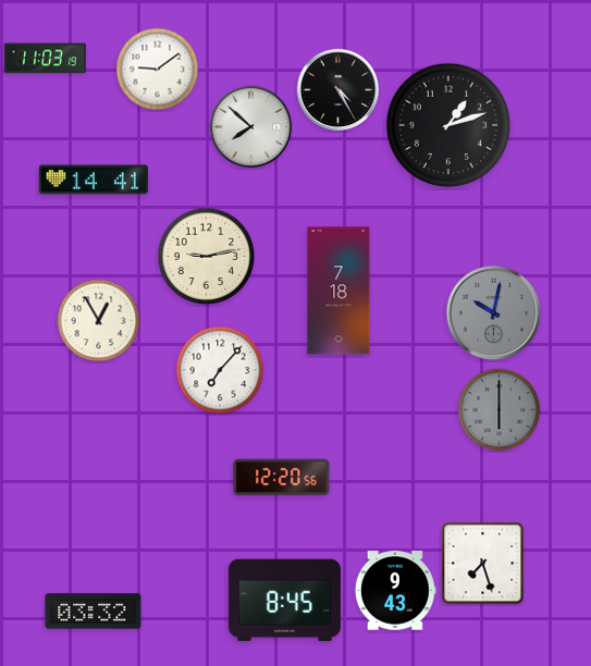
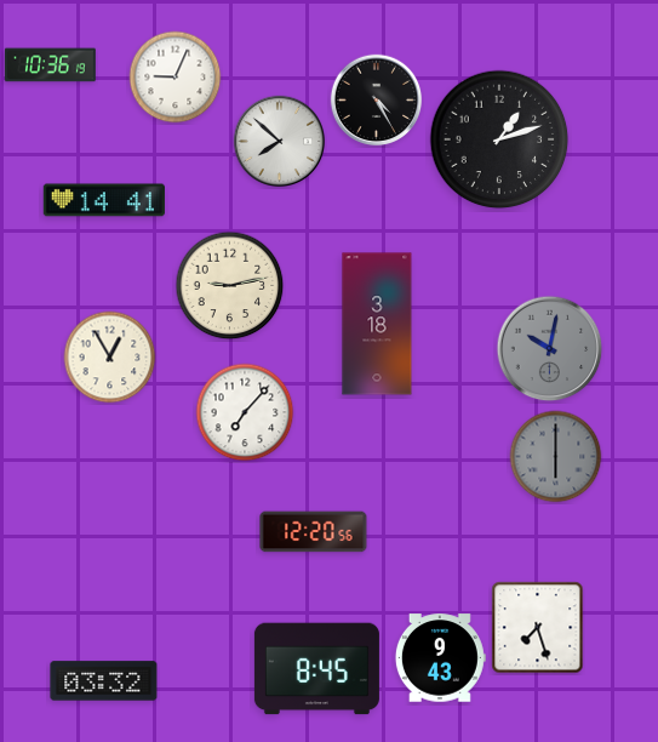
clock at (45, 59): 11:03 -> 10:36
clock at (158, 70): 9:09 -> 9:04
clock at (338, 291): 7:18 -> 3:18
